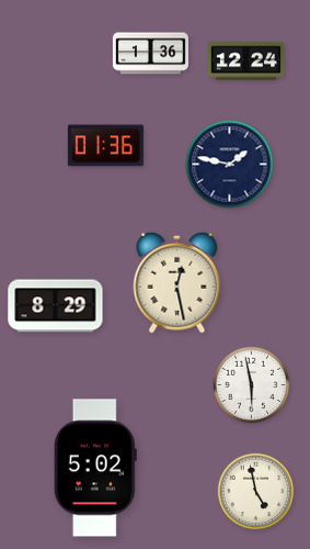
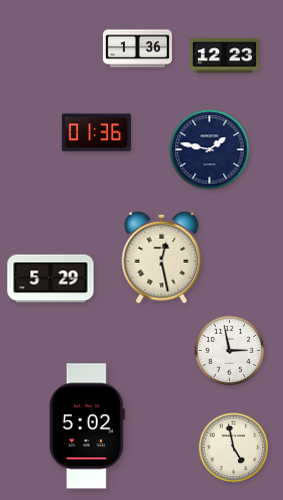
clock at (245, 61): 12:24 -> 12:23
clock at (56, 306): 8:29 -> 5:29
clock at (252, 385): 5:58 -> 2:58
